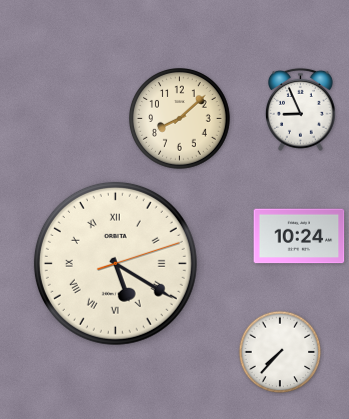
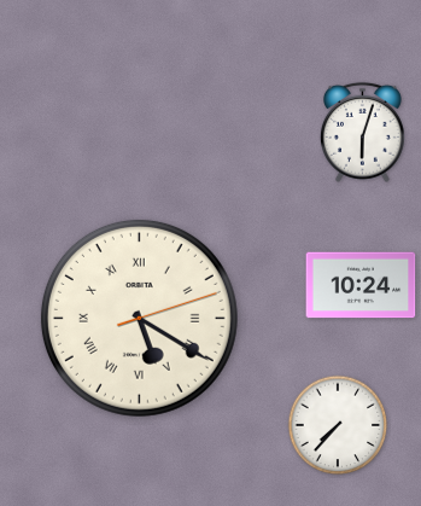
clock at (300, 109): 8:56 -> 6:03
clock at (180, 119): 8:08 -> none
